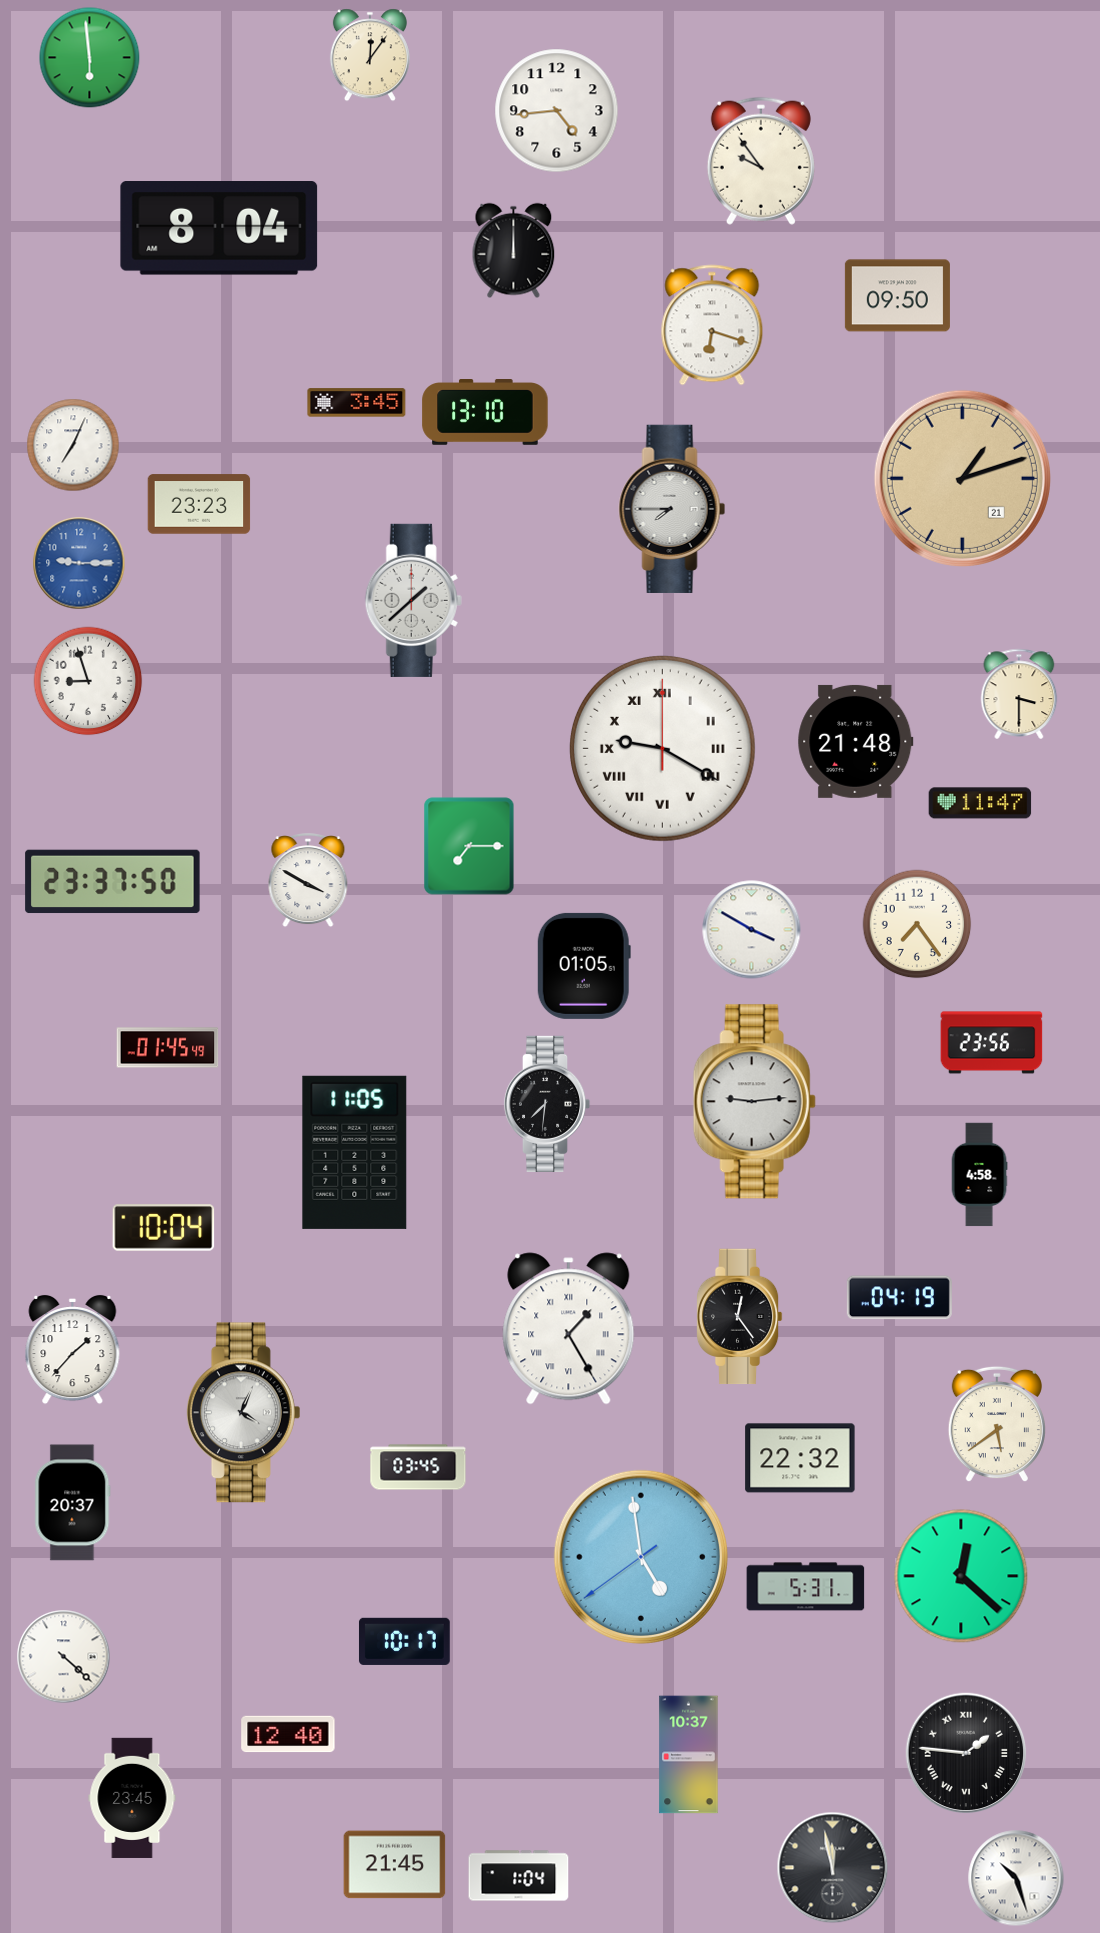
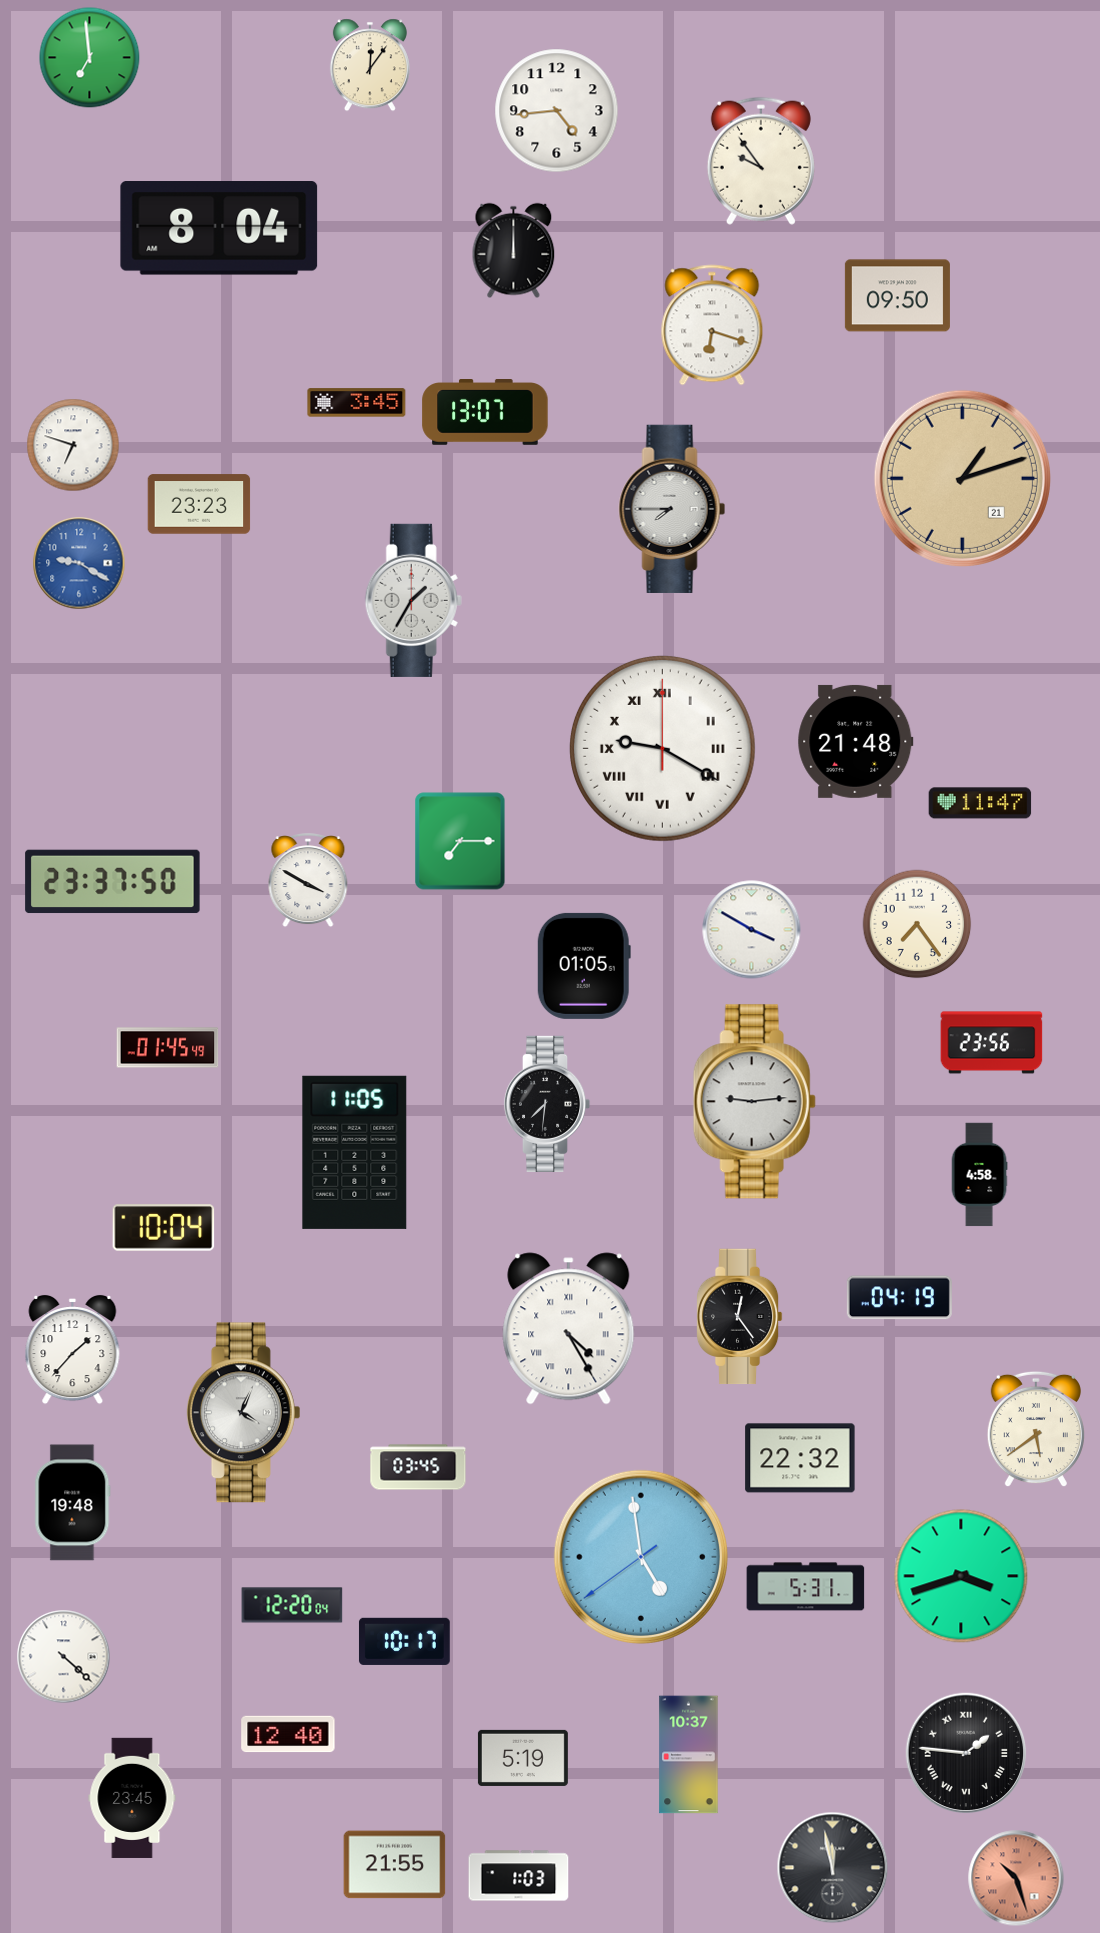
clock at (370, 55) position: (370, 55) -> (370, 65)
clock at (90, 58): 5:59 -> 6:59
clock at (485, 413): 13:10 -> 13:07
clock at (73, 445): 7:04 -> 6:48
clock at (79, 563): 9:15 -> 9:20
clock at (413, 600): 1:38 -> 1:35
clock at (88, 681): 8:57 -> none
clock at (1019, 694): 3:30 -> none
clock at (469, 846) position: (469, 846) -> (460, 841)
clock at (569, 1329): 1:25 -> 4:25
clock at (997, 1424) position: (997, 1424) -> (1036, 1429)
clock at (73, 1503): 20:37 -> 19:48
clock at (961, 1576): 12:22 -> 3:42
clock at (292, 1605): none -> 12:20
clock at (523, 1758): none -> 5:19
clock at (395, 1865): 21:45 -> 21:55
clock at (519, 1876): 1:04 -> 1:03
clock at (1016, 1878) dial: white -> salmon
